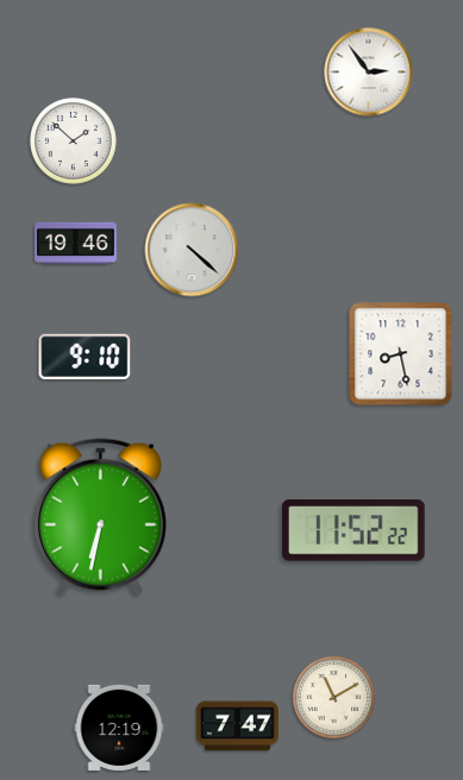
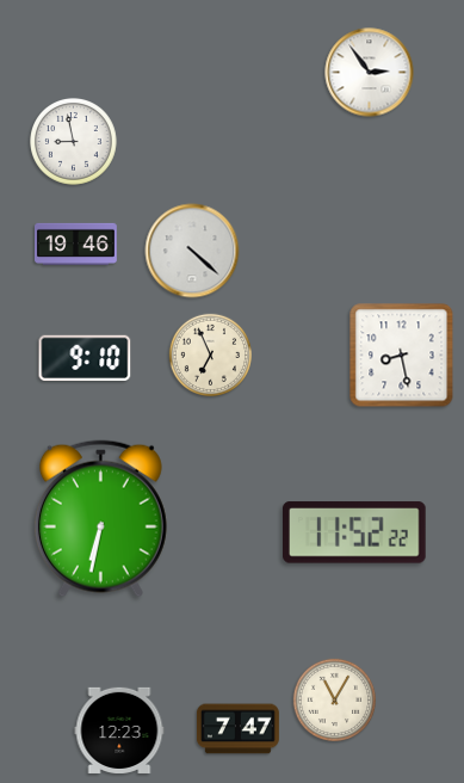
clock at (74, 141): 1:52 -> 8:58
clock at (211, 356): none -> 6:56
clock at (334, 698): 11:10 -> 11:05
clock at (119, 728): 12:19 -> 12:23
